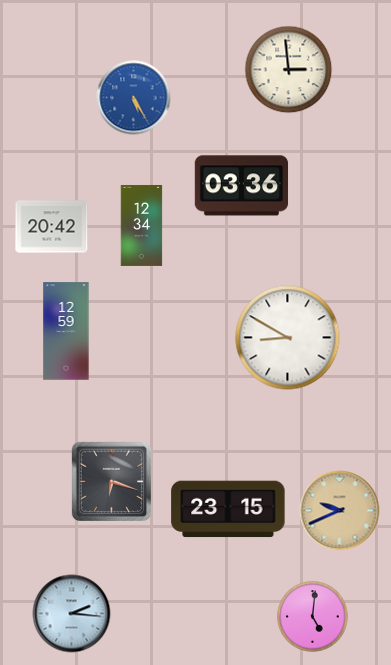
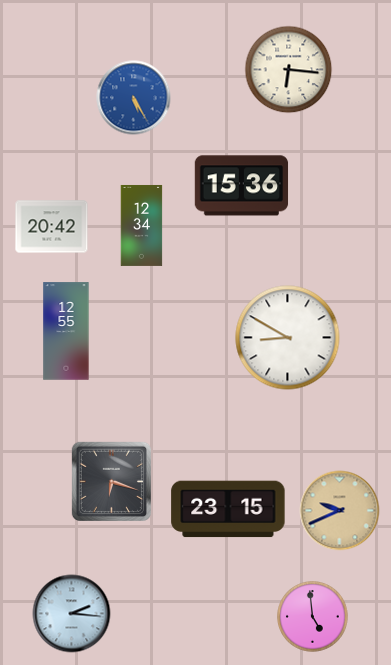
clock at (289, 70): 2:59 -> 6:16
clock at (242, 186): 03:36 -> 15:36
clock at (66, 331): 12:59 -> 12:55
clock at (313, 617): 5:01 -> 4:59
